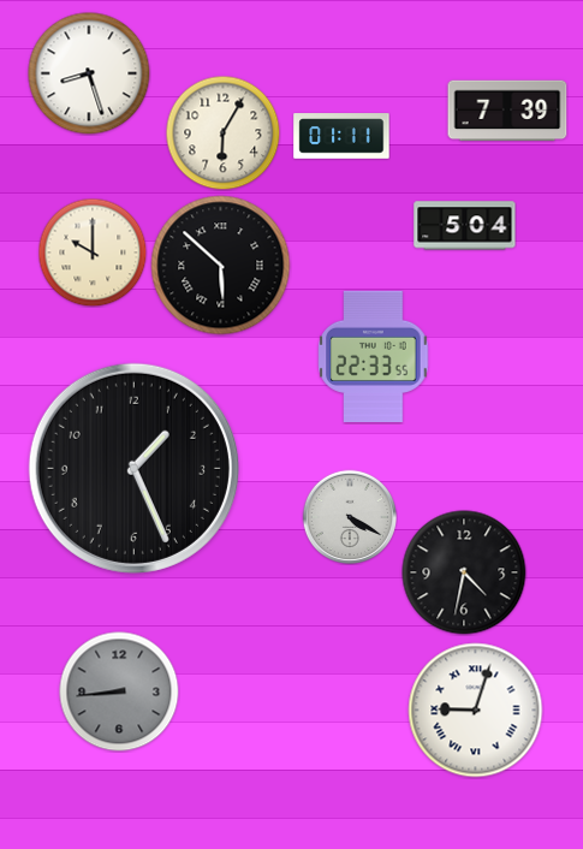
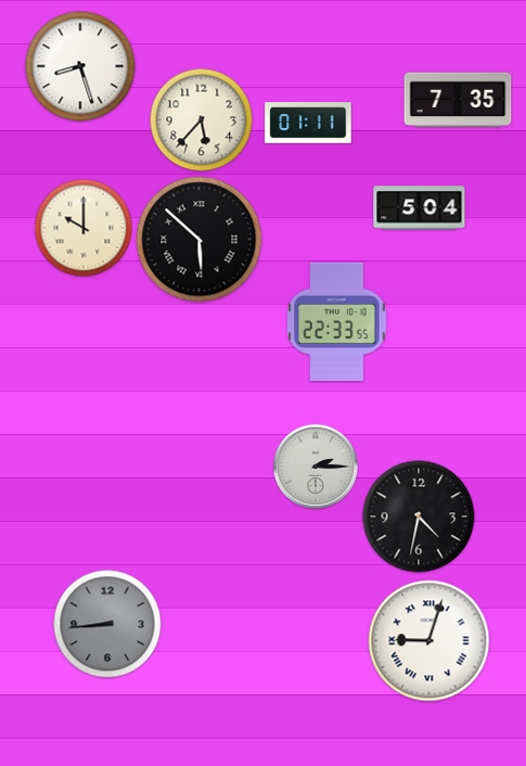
clock at (507, 111): 7:39 -> 7:35
clock at (222, 132): 6:05 -> 5:37
clock at (465, 226) position: (465, 226) -> (420, 208)
clock at (133, 468): 1:26 -> none
clock at (349, 516): 4:20 -> 2:15
